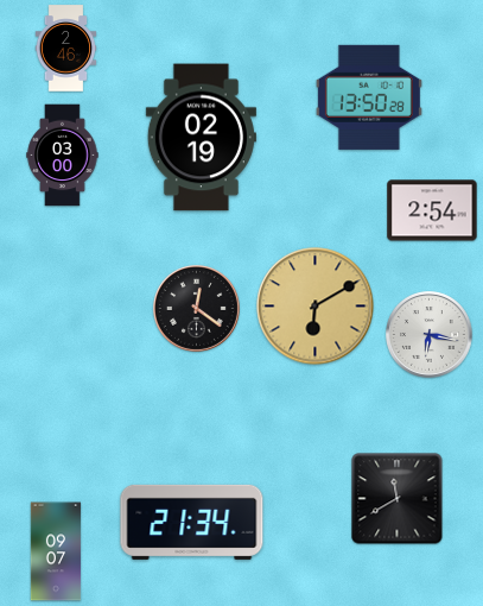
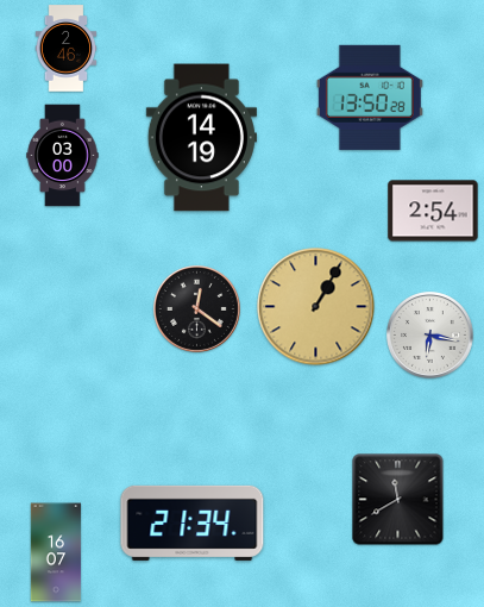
clock at (201, 138): 02:19 -> 14:19
clock at (316, 307): 6:10 -> 1:05
clock at (56, 551): 09:07 -> 16:07
